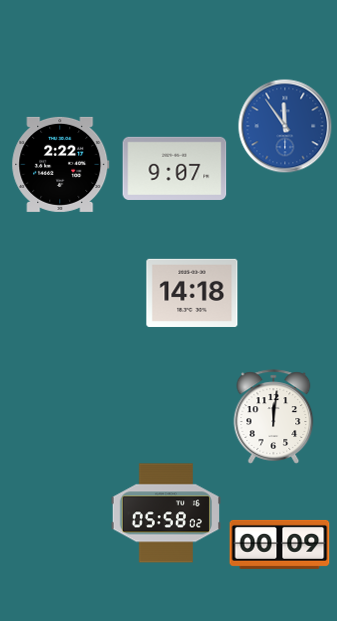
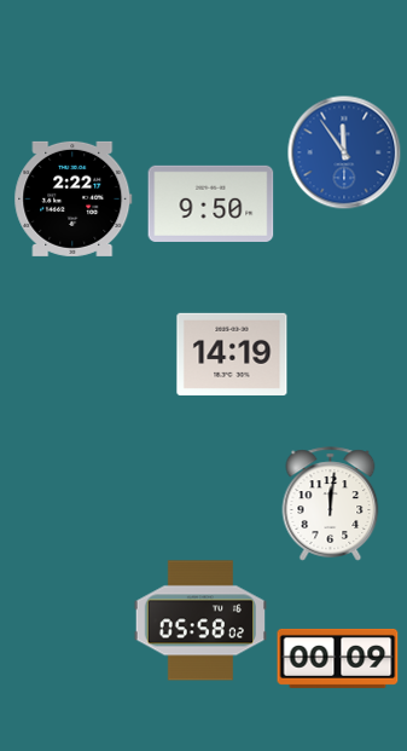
clock at (175, 168): 9:07 -> 9:50
clock at (192, 293): 14:18 -> 14:19
